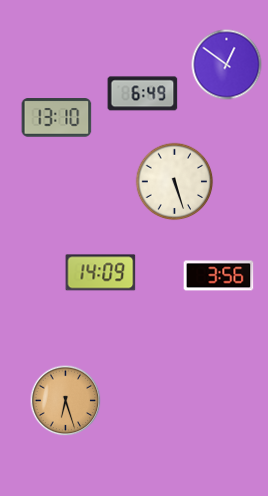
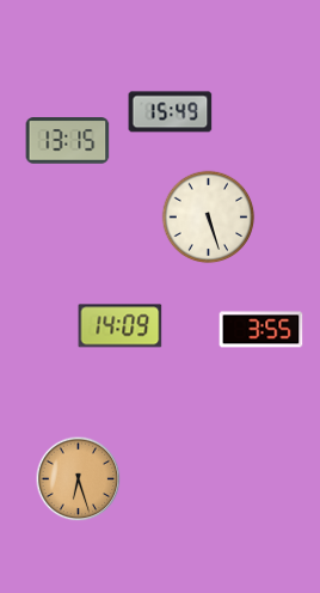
clock at (227, 65): 12:51 -> none
clock at (143, 94): 6:49 -> 15:49
clock at (57, 118): 13:10 -> 13:15
clock at (219, 276): 3:56 -> 3:55
